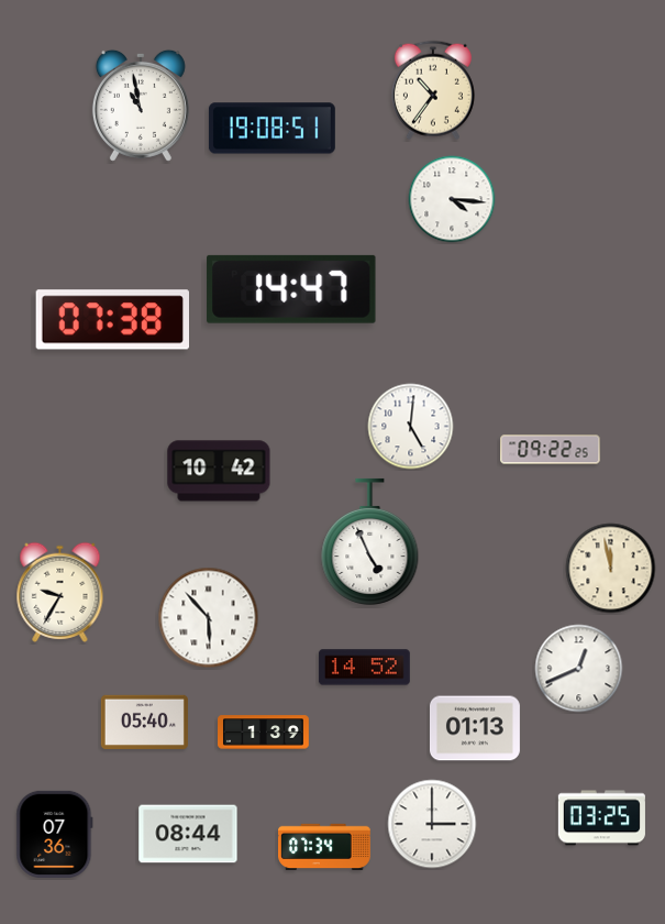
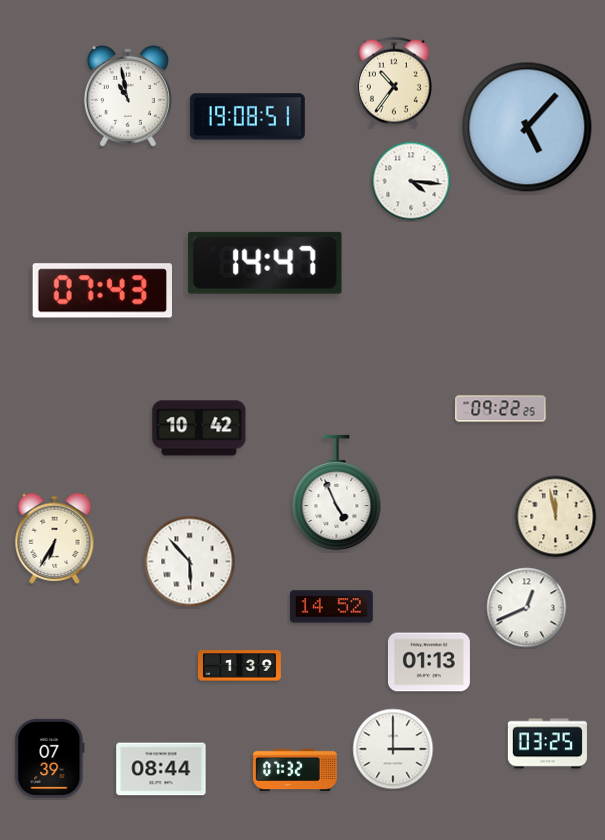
clock at (527, 127): none -> 5:07
clock at (112, 320): 07:38 -> 07:43
clock at (411, 427): 5:01 -> none
clock at (60, 592): 9:35 -> 6:35
clock at (144, 722): 05:40 -> none
clock at (475, 728) position: (475, 728) -> (429, 662)
clock at (55, 834): 07:36 -> 07:39
clock at (188, 834) position: (188, 834) -> (161, 769)
clock at (325, 846): 07:34 -> 07:32
